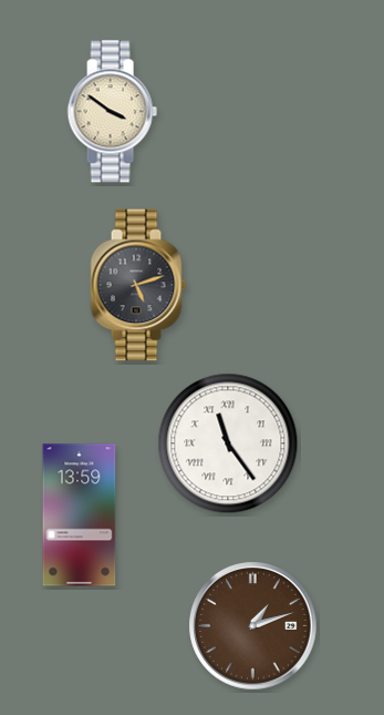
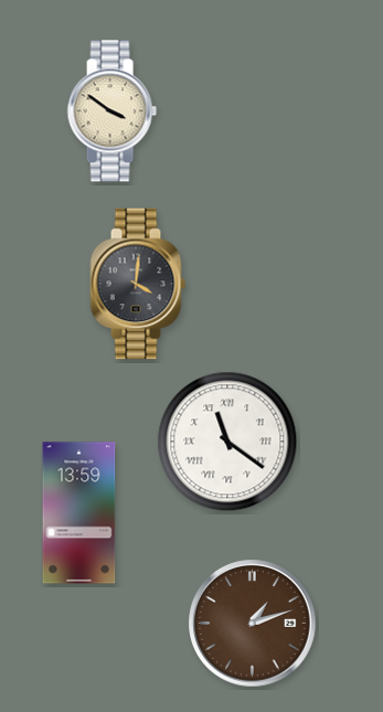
clock at (138, 285): 5:12 -> 4:01
clock at (228, 443): 11:24 -> 11:21
